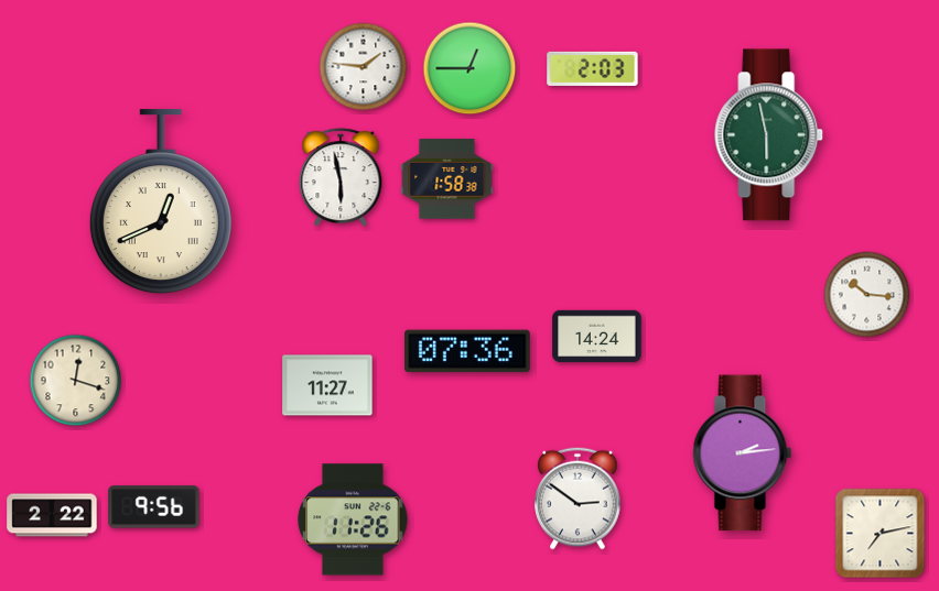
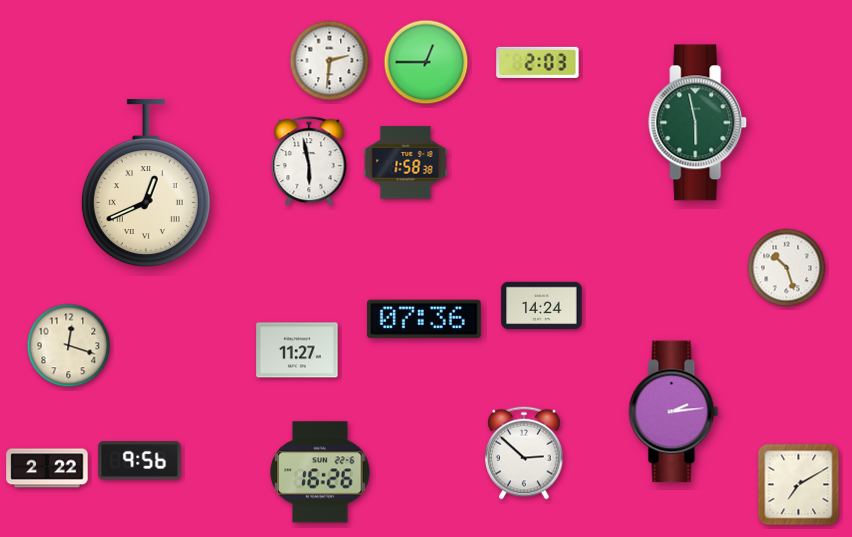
clock at (364, 67): 1:46 -> 2:31
clock at (867, 295): 10:16 -> 10:27
clock at (578, 499): 2:51 -> 2:52
clock at (353, 519): 11:26 -> 16:26
clock at (881, 534): 7:13 -> 7:10
